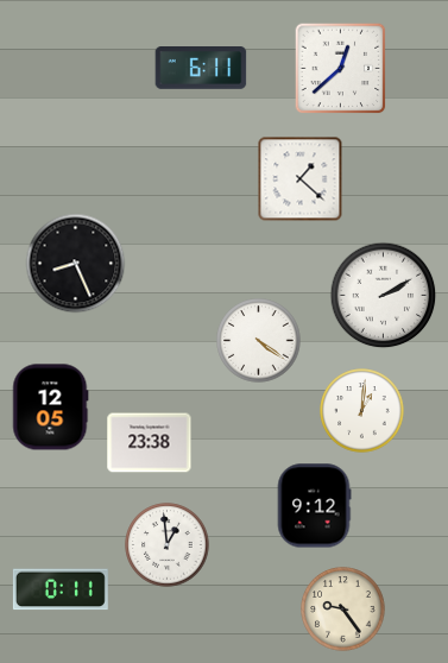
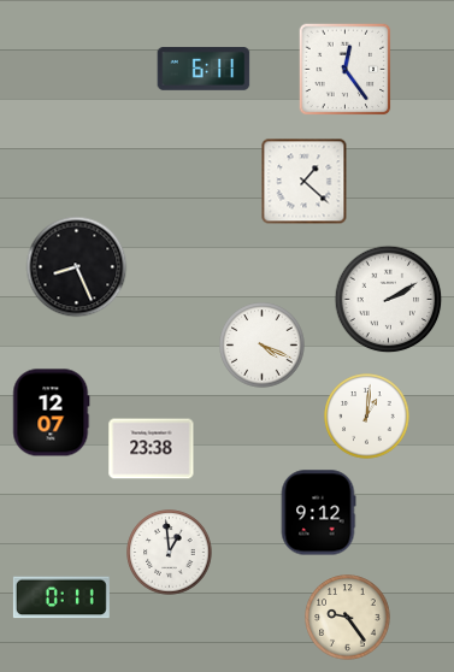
clock at (341, 69): 12:38 -> 12:24
clock at (259, 341): 4:21 -> 4:19
clock at (51, 408): 12:05 -> 12:07
